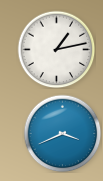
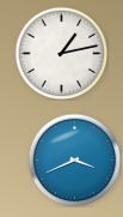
clock at (56, 49) position: (56, 49) -> (61, 53)
